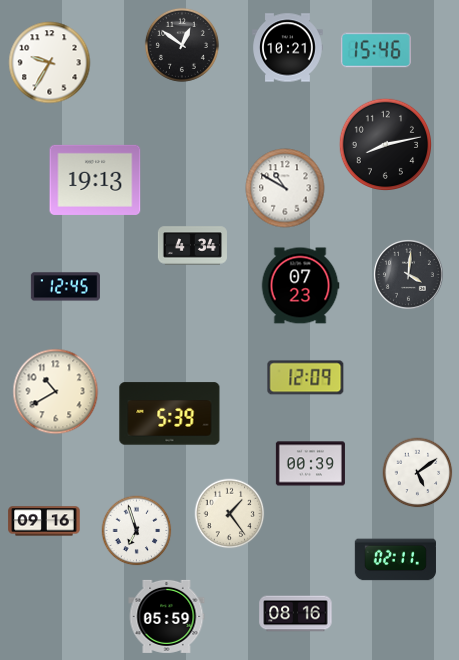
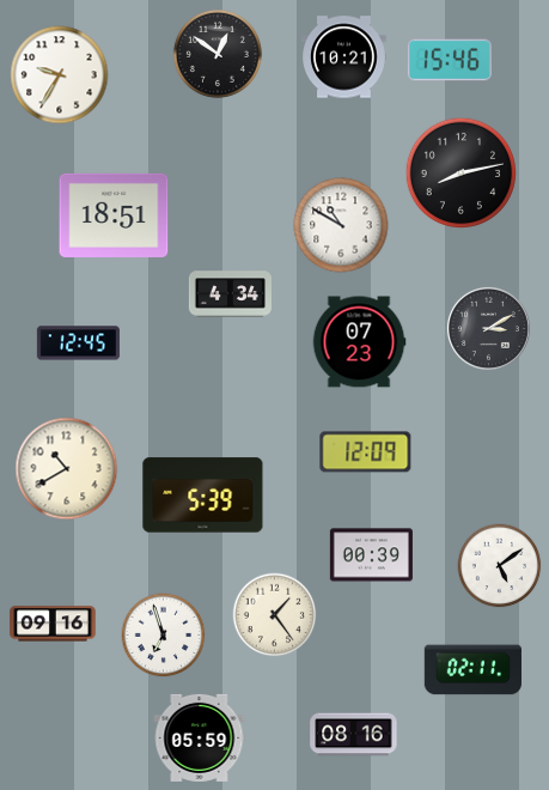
clock at (95, 180): 19:13 -> 18:51
clock at (408, 274): 4:01 -> 3:10
